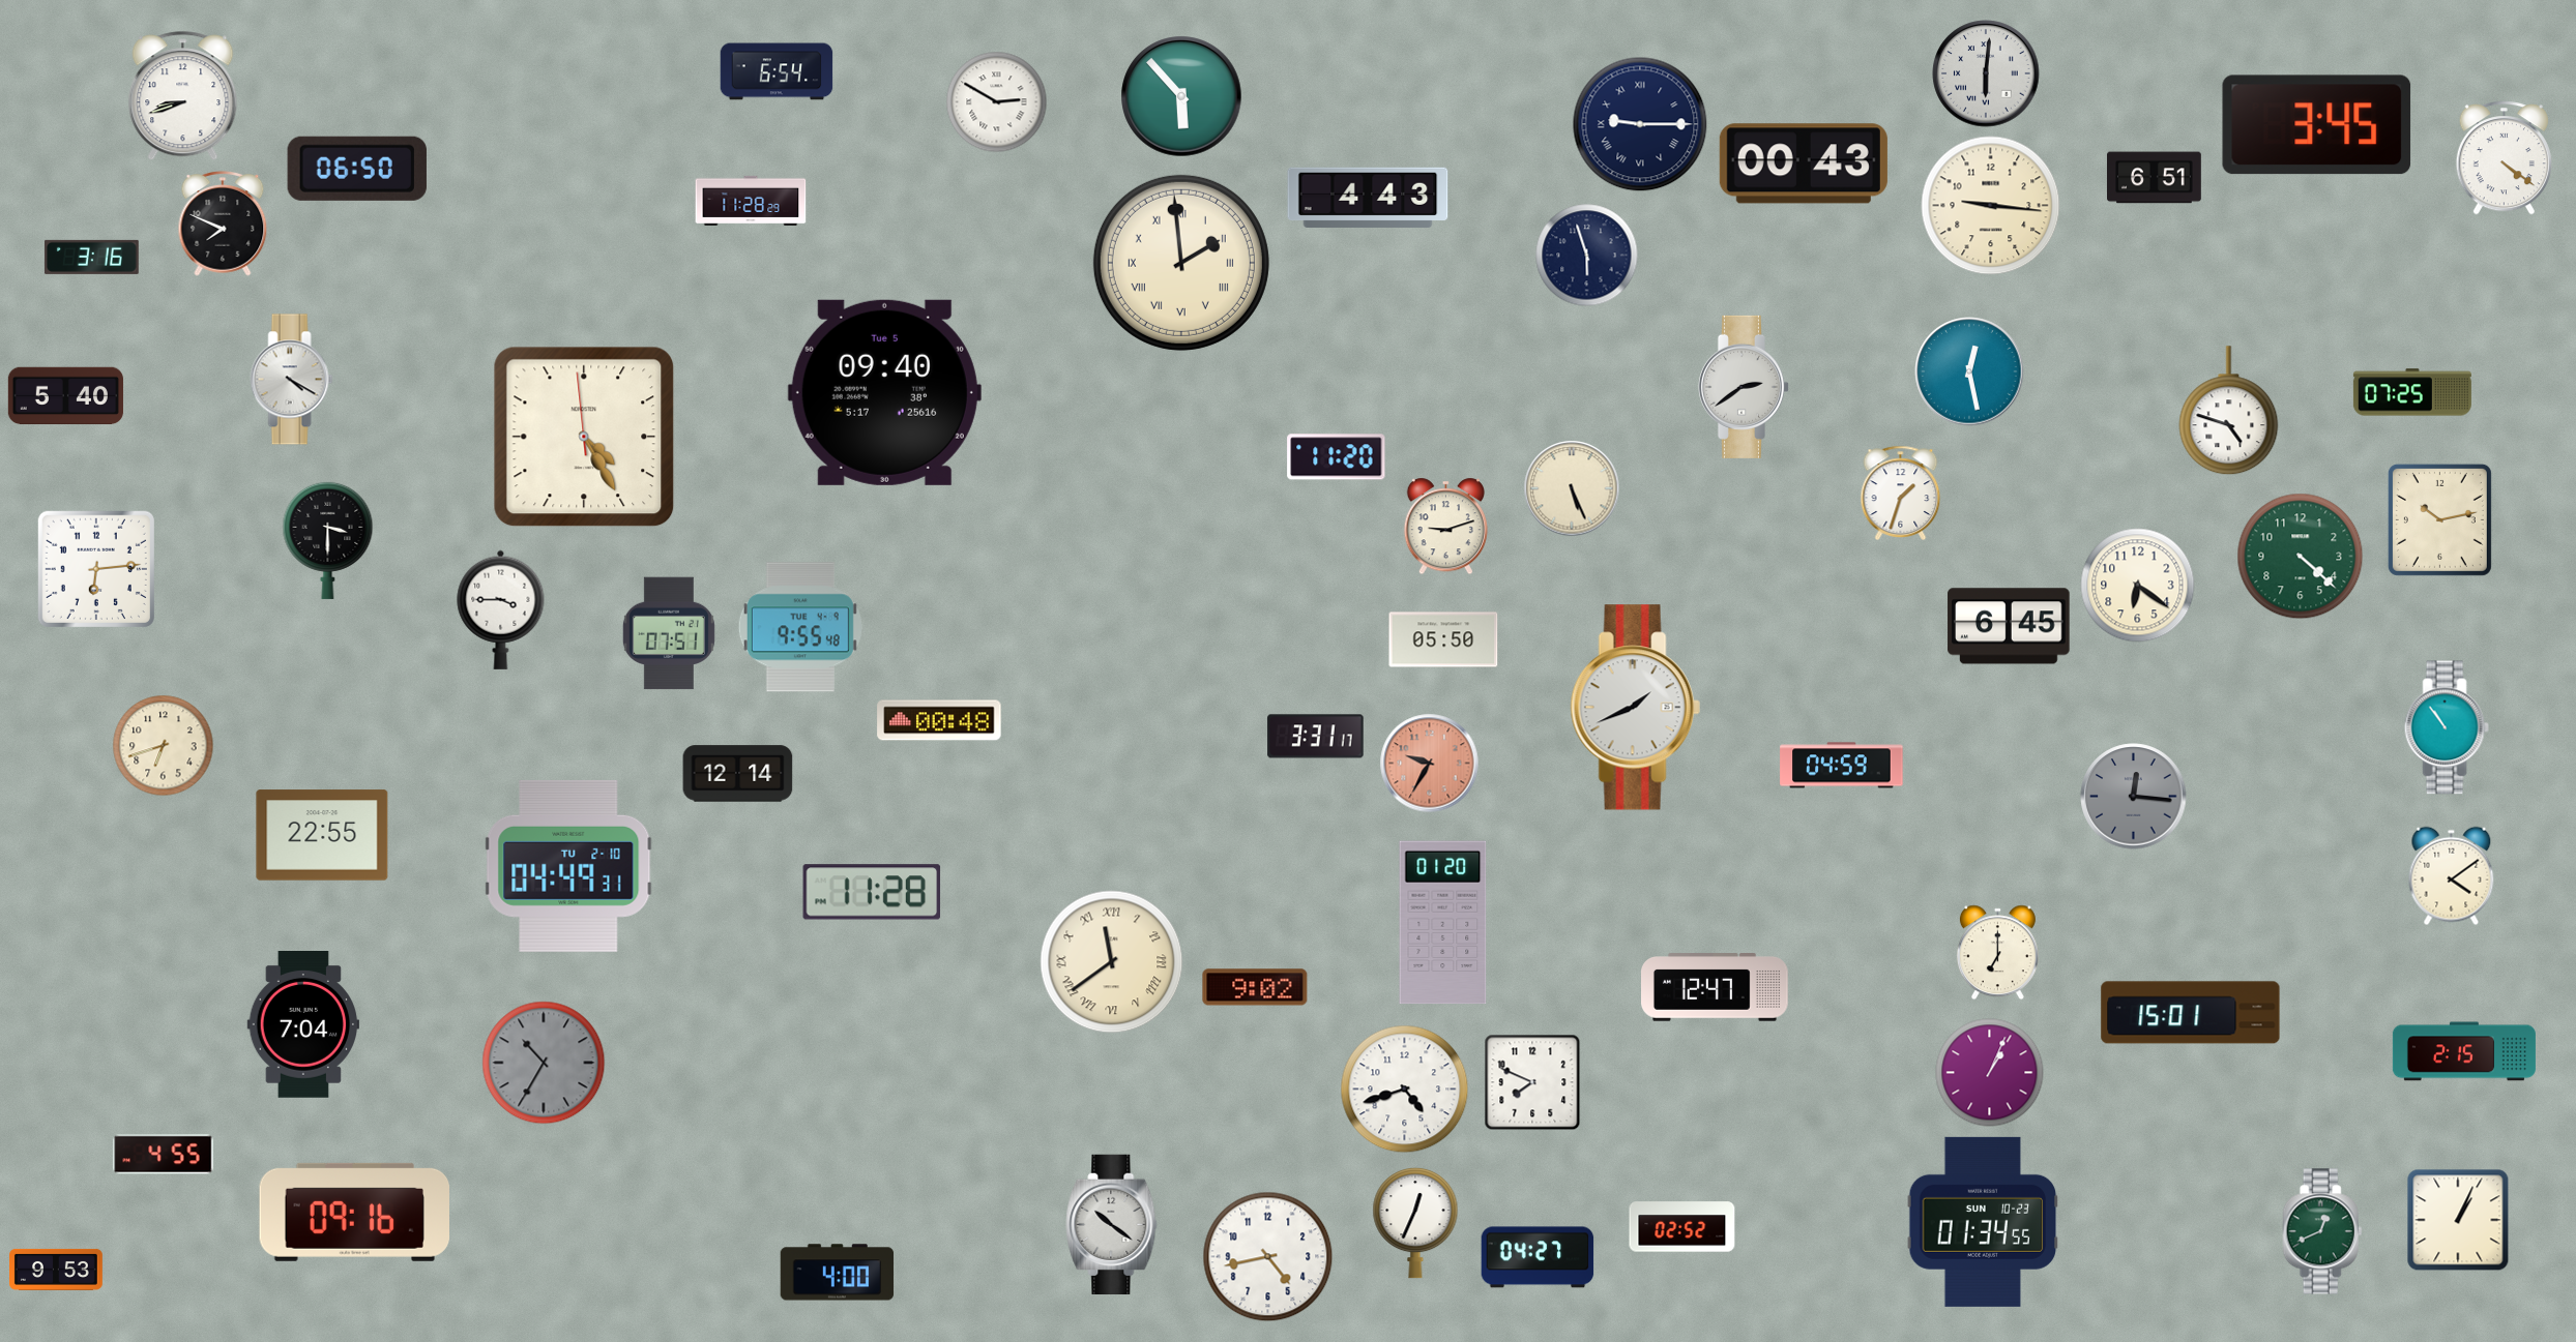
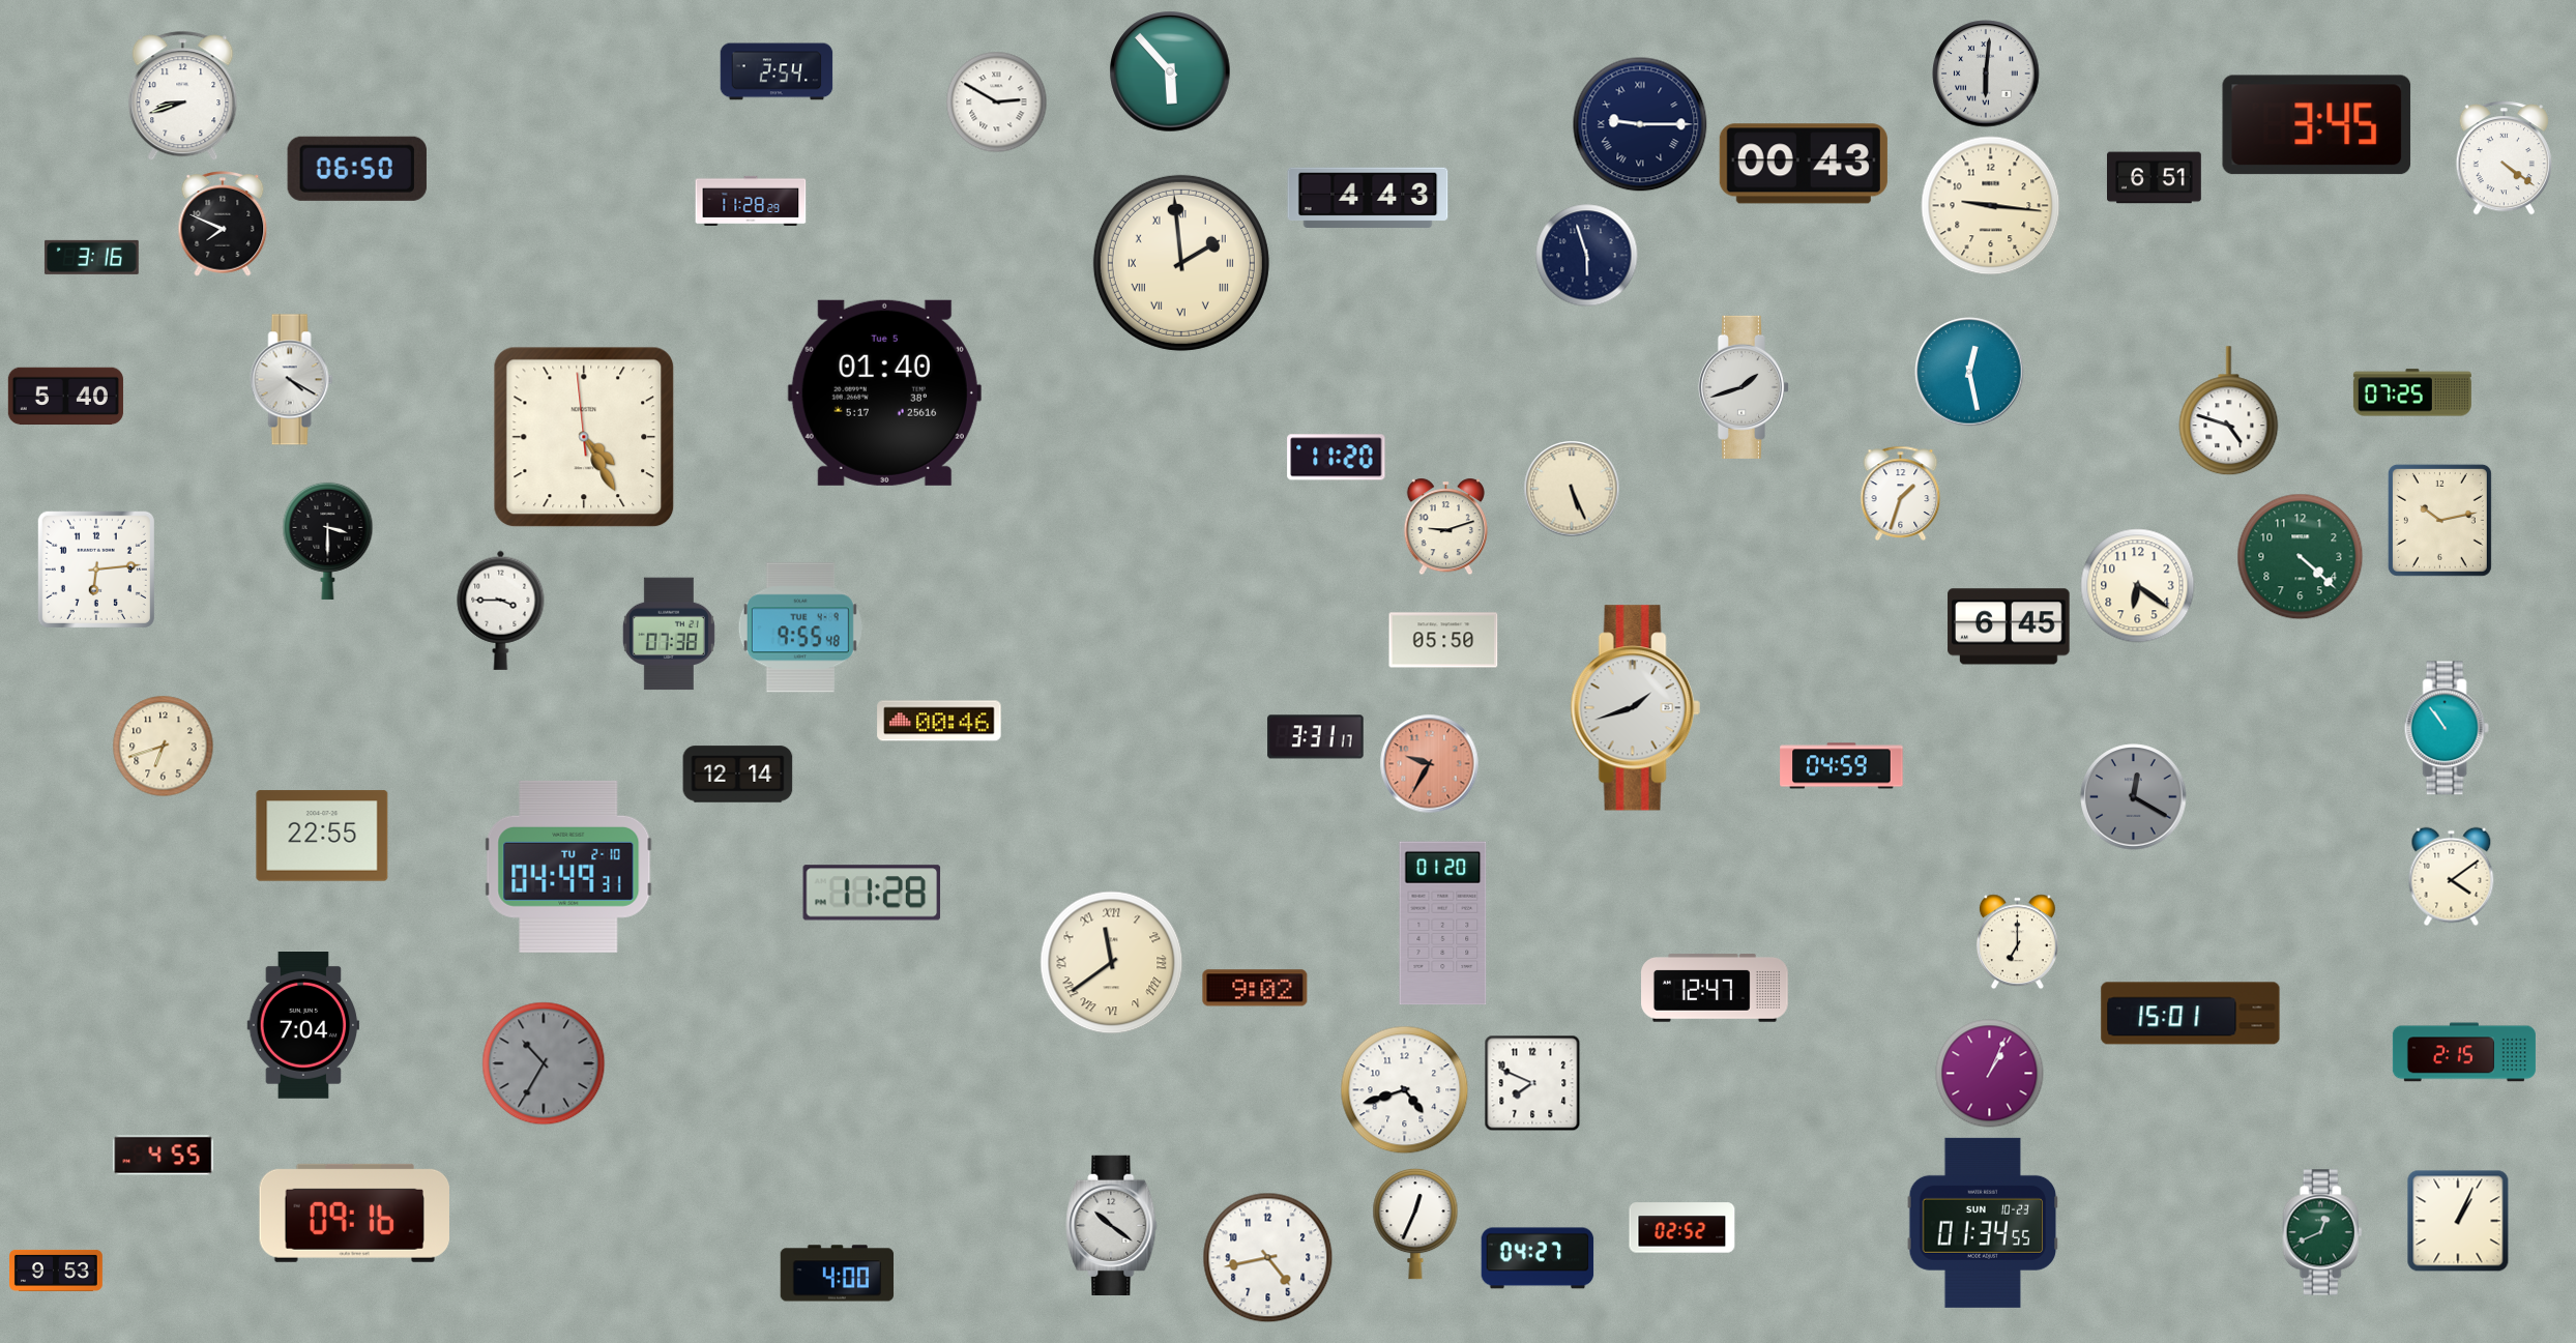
clock at (777, 71): 6:54 -> 2:54
clock at (1181, 96) position: (1181, 96) -> (1170, 71)
clock at (1743, 387): 2:39 -> 1:42
clock at (884, 392): 09:40 -> 01:40
clock at (669, 633): 07:51 -> 07:38
clock at (1635, 708): 1:41 -> 1:42
clock at (939, 720): 00:48 -> 00:46
clock at (2134, 797): 12:16 -> 12:20
clock at (1997, 953) position: (1997, 953) -> (2017, 942)
